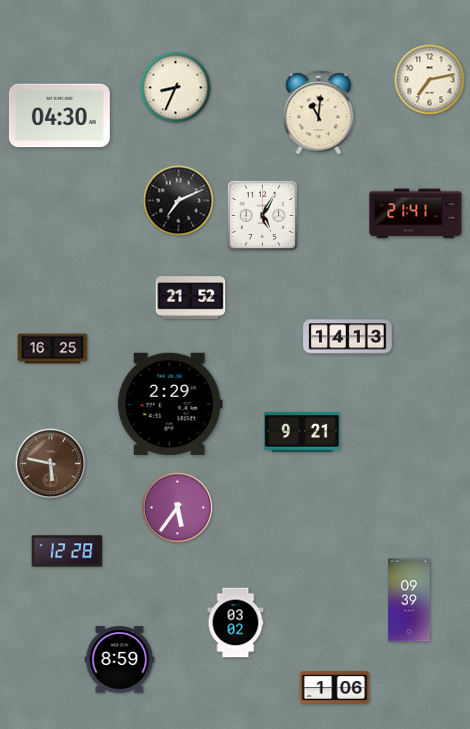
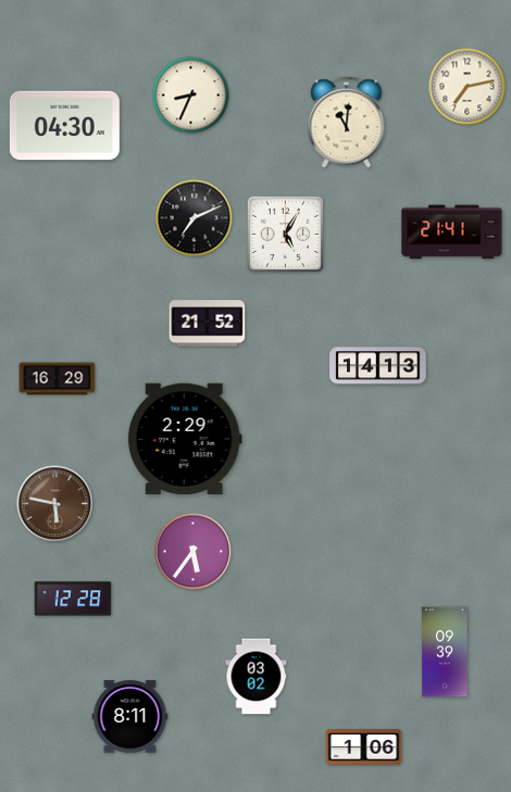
clock at (53, 349): 16:25 -> 16:29
clock at (302, 432): 9:21 -> none
clock at (120, 660): 8:59 -> 8:11
